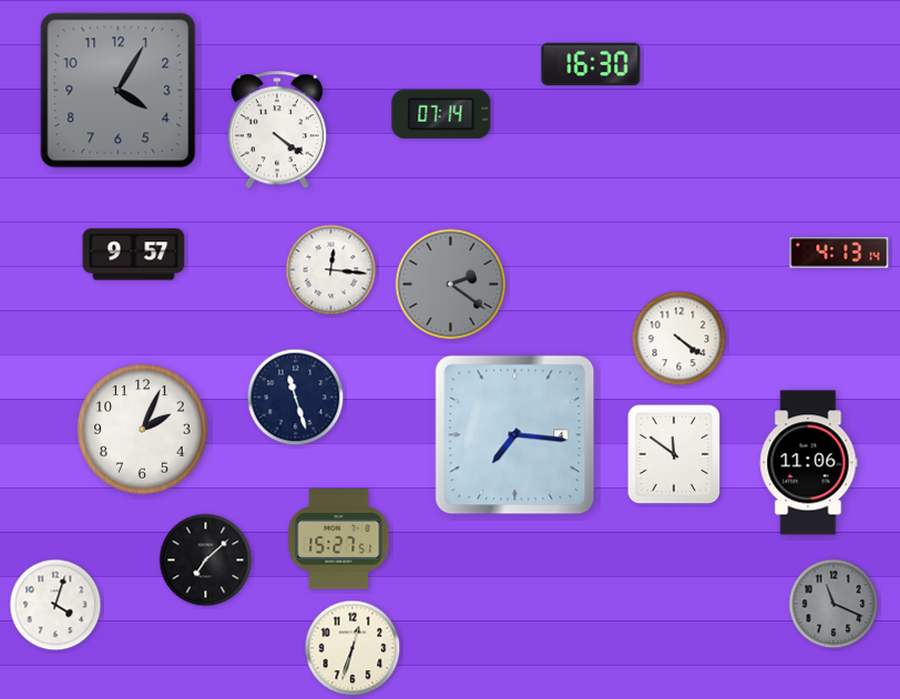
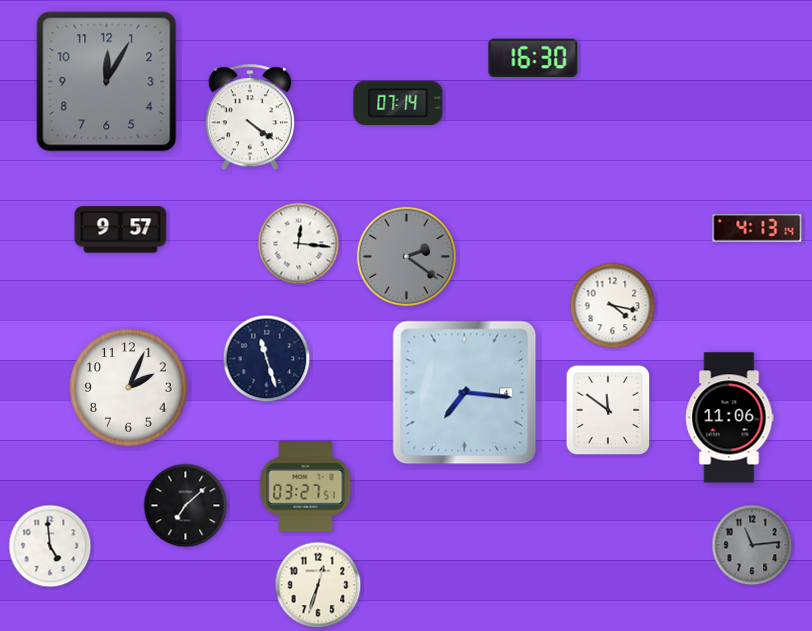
clock at (119, 91): 4:05 -> 12:05
clock at (679, 339): 4:21 -> 4:17
clock at (339, 539): 15:27 -> 03:27
clock at (833, 604): 11:19 -> 11:14
clock at (55, 605): 4:03 -> 4:59
